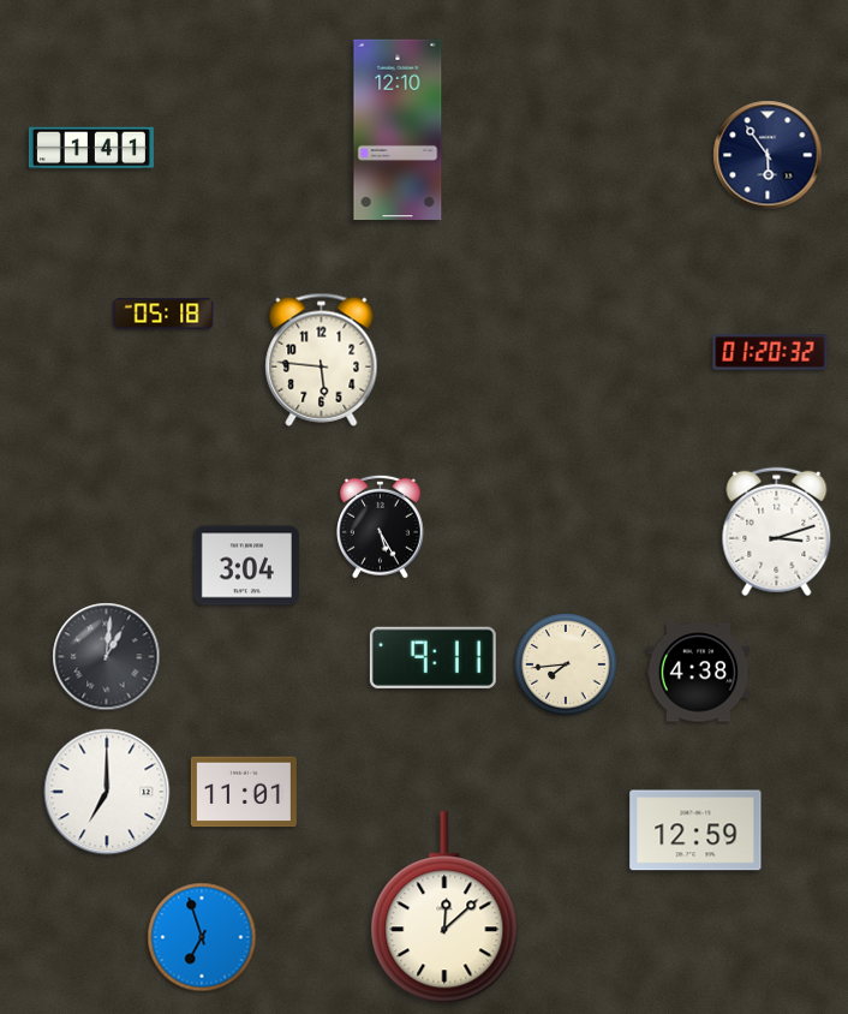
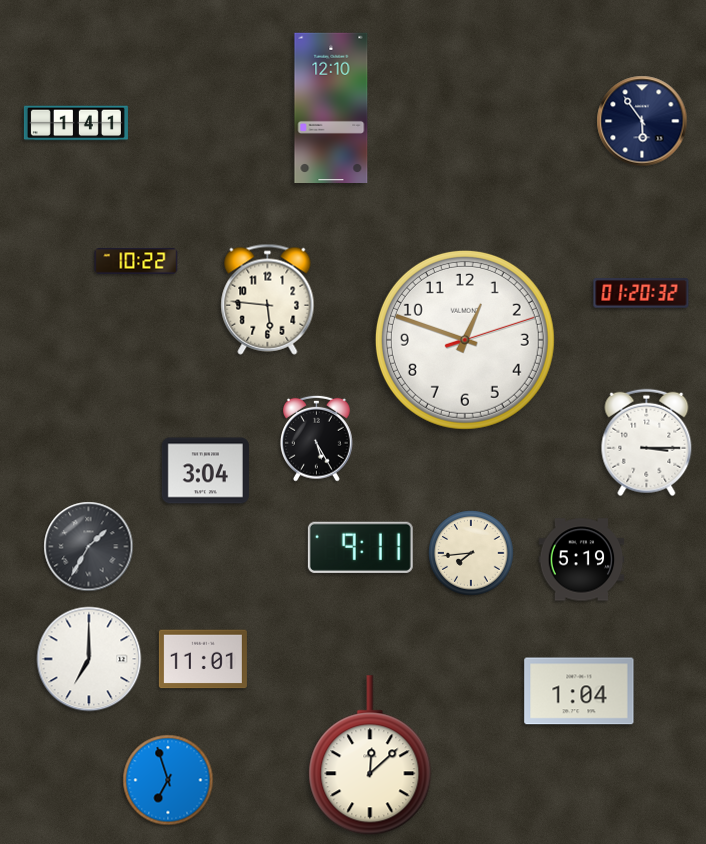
clock at (768, 155) position: (768, 155) -> (642, 121)
clock at (163, 314): 05:18 -> 10:22
clock at (465, 340): none -> 12:48
clock at (777, 532): 3:12 -> 3:15
clock at (107, 657): 1:01 -> 1:35
clock at (699, 673): 4:38 -> 5:19
clock at (695, 830): 12:59 -> 1:04
